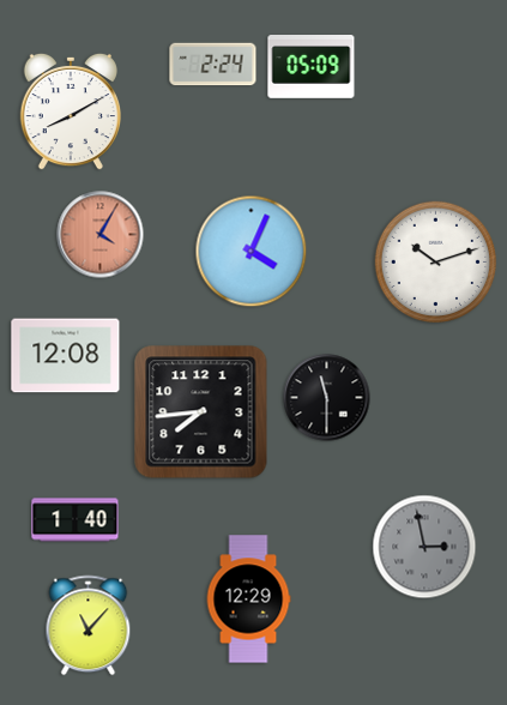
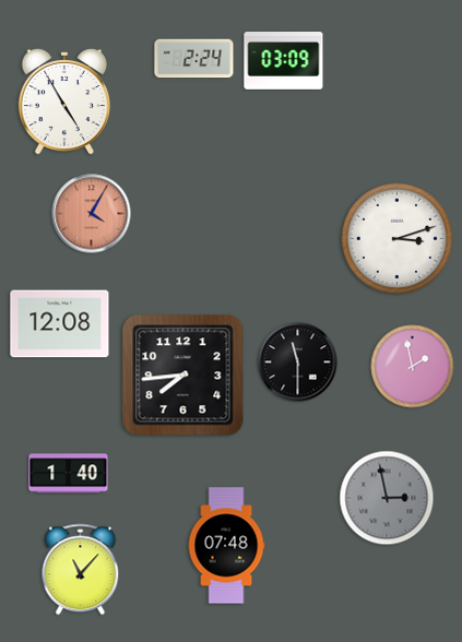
clock at (312, 67): 05:09 -> 03:09
clock at (70, 112): 8:10 -> 4:55
clock at (252, 252): 4:04 -> none
clock at (436, 263): 10:12 -> 3:12
clock at (413, 367): none -> 1:58
clock at (248, 599): 12:29 -> 07:48
